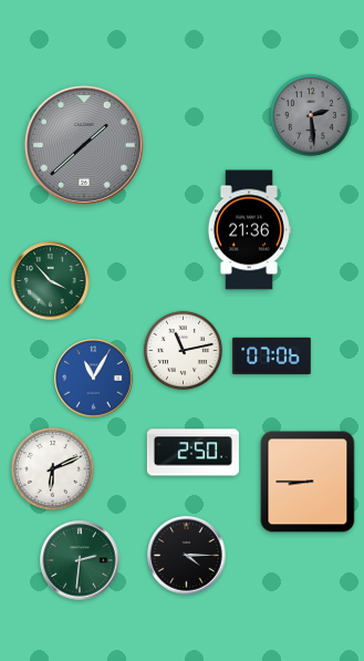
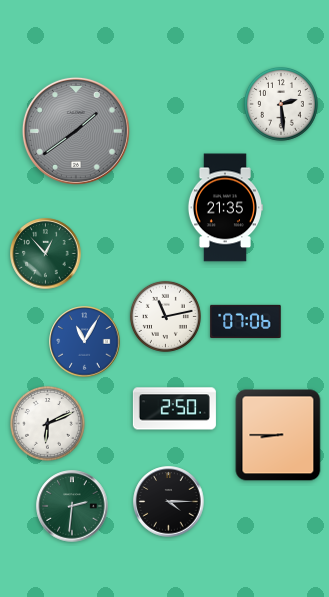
clock at (312, 116) dial: grey -> white
clock at (84, 145): 1:38 -> 1:39
clock at (249, 230): 21:36 -> 21:35
clock at (51, 281): 3:53 -> 12:53
